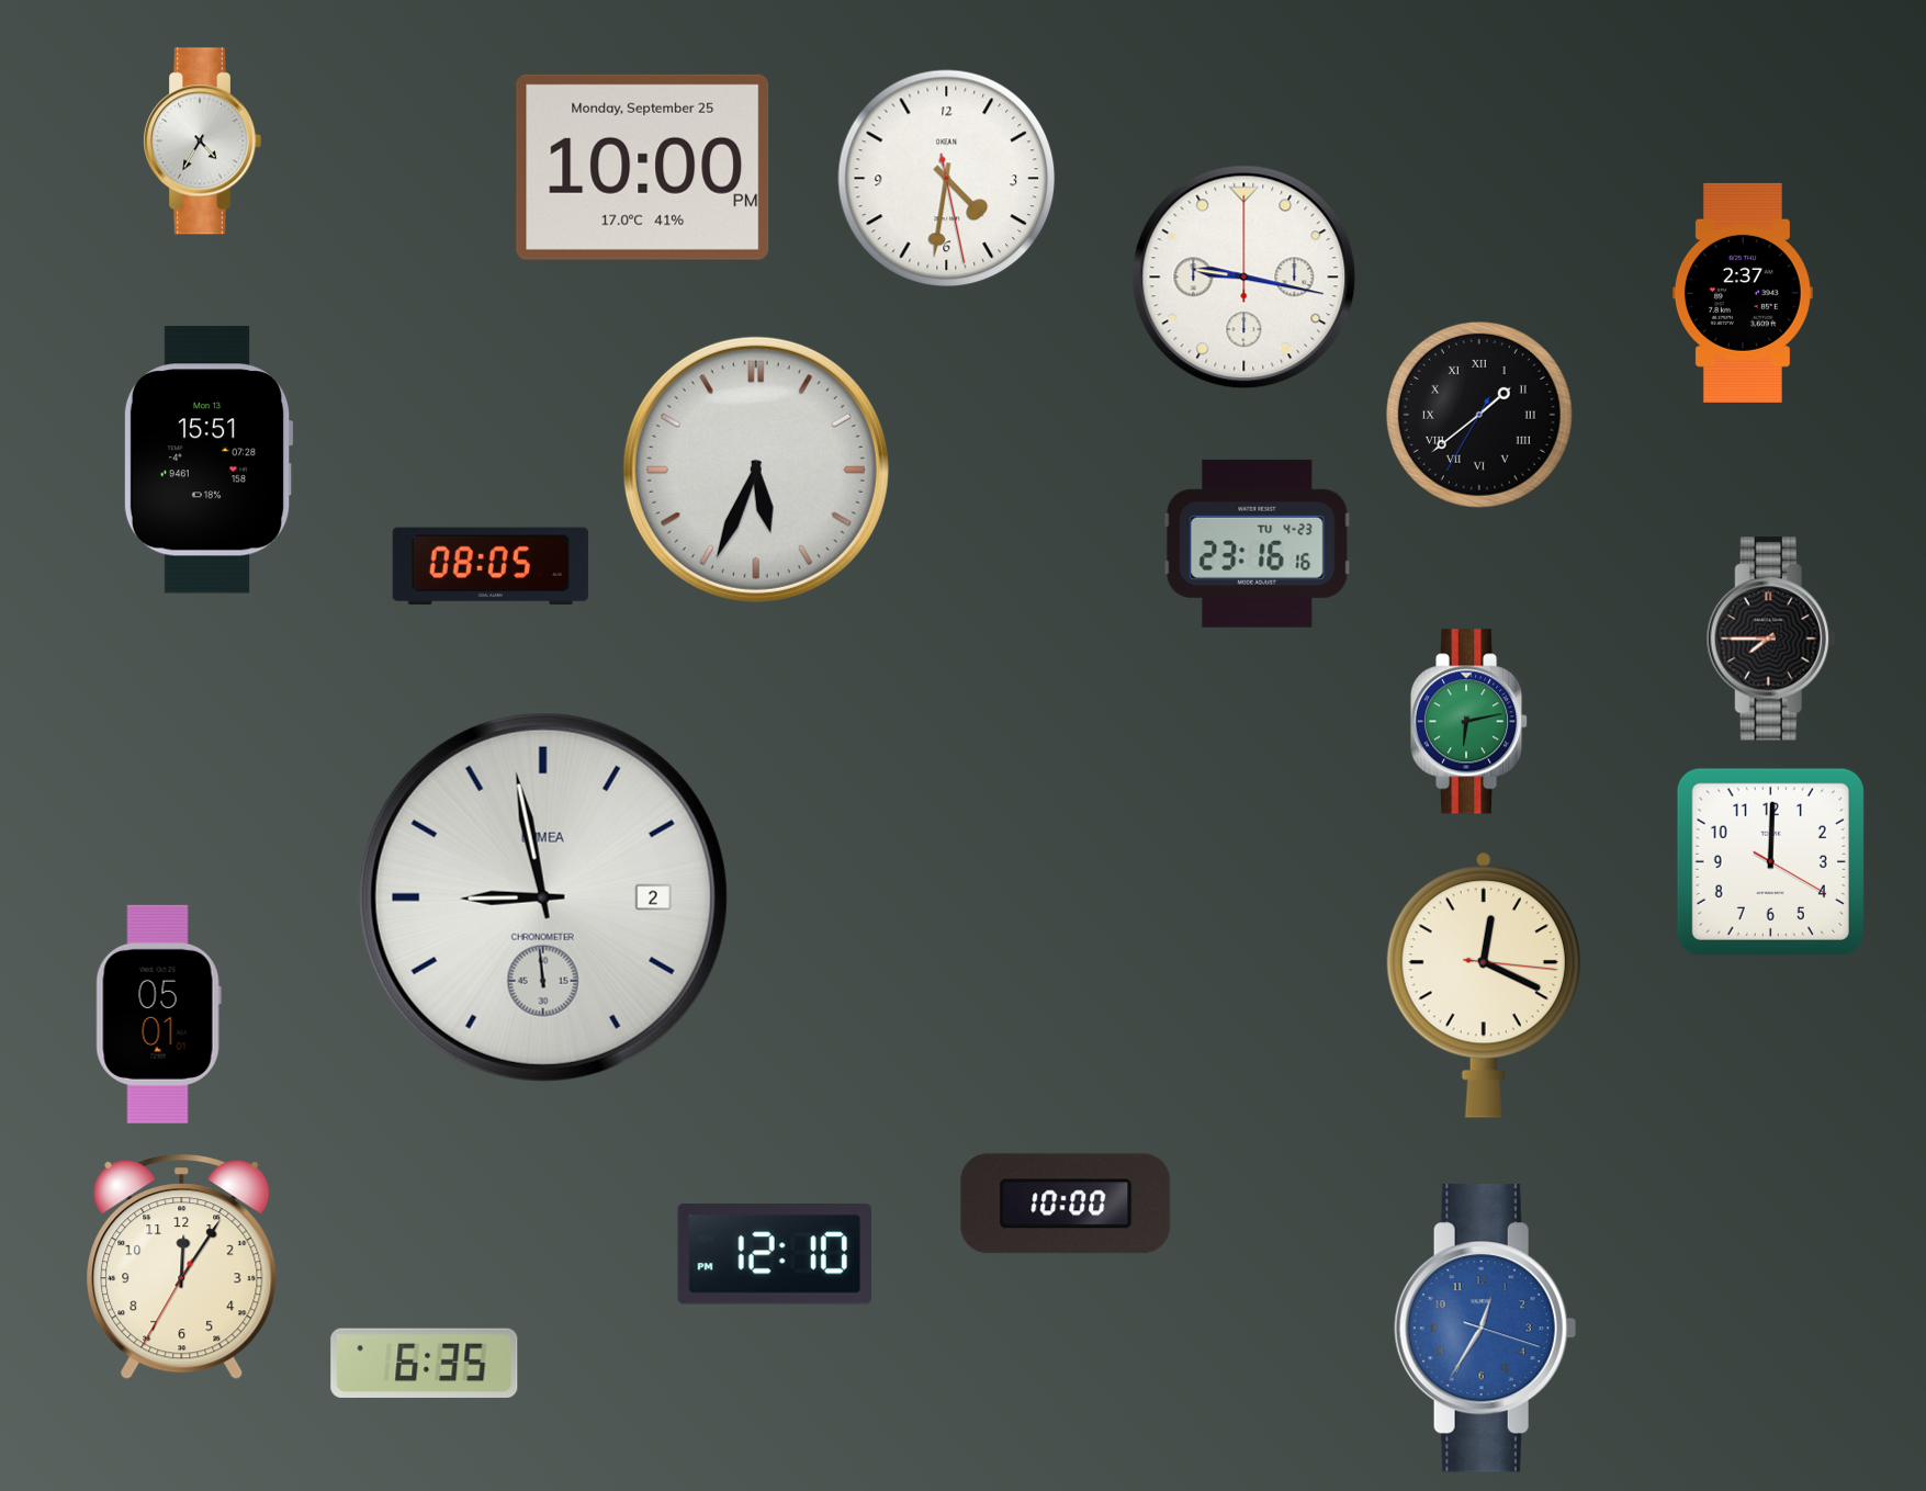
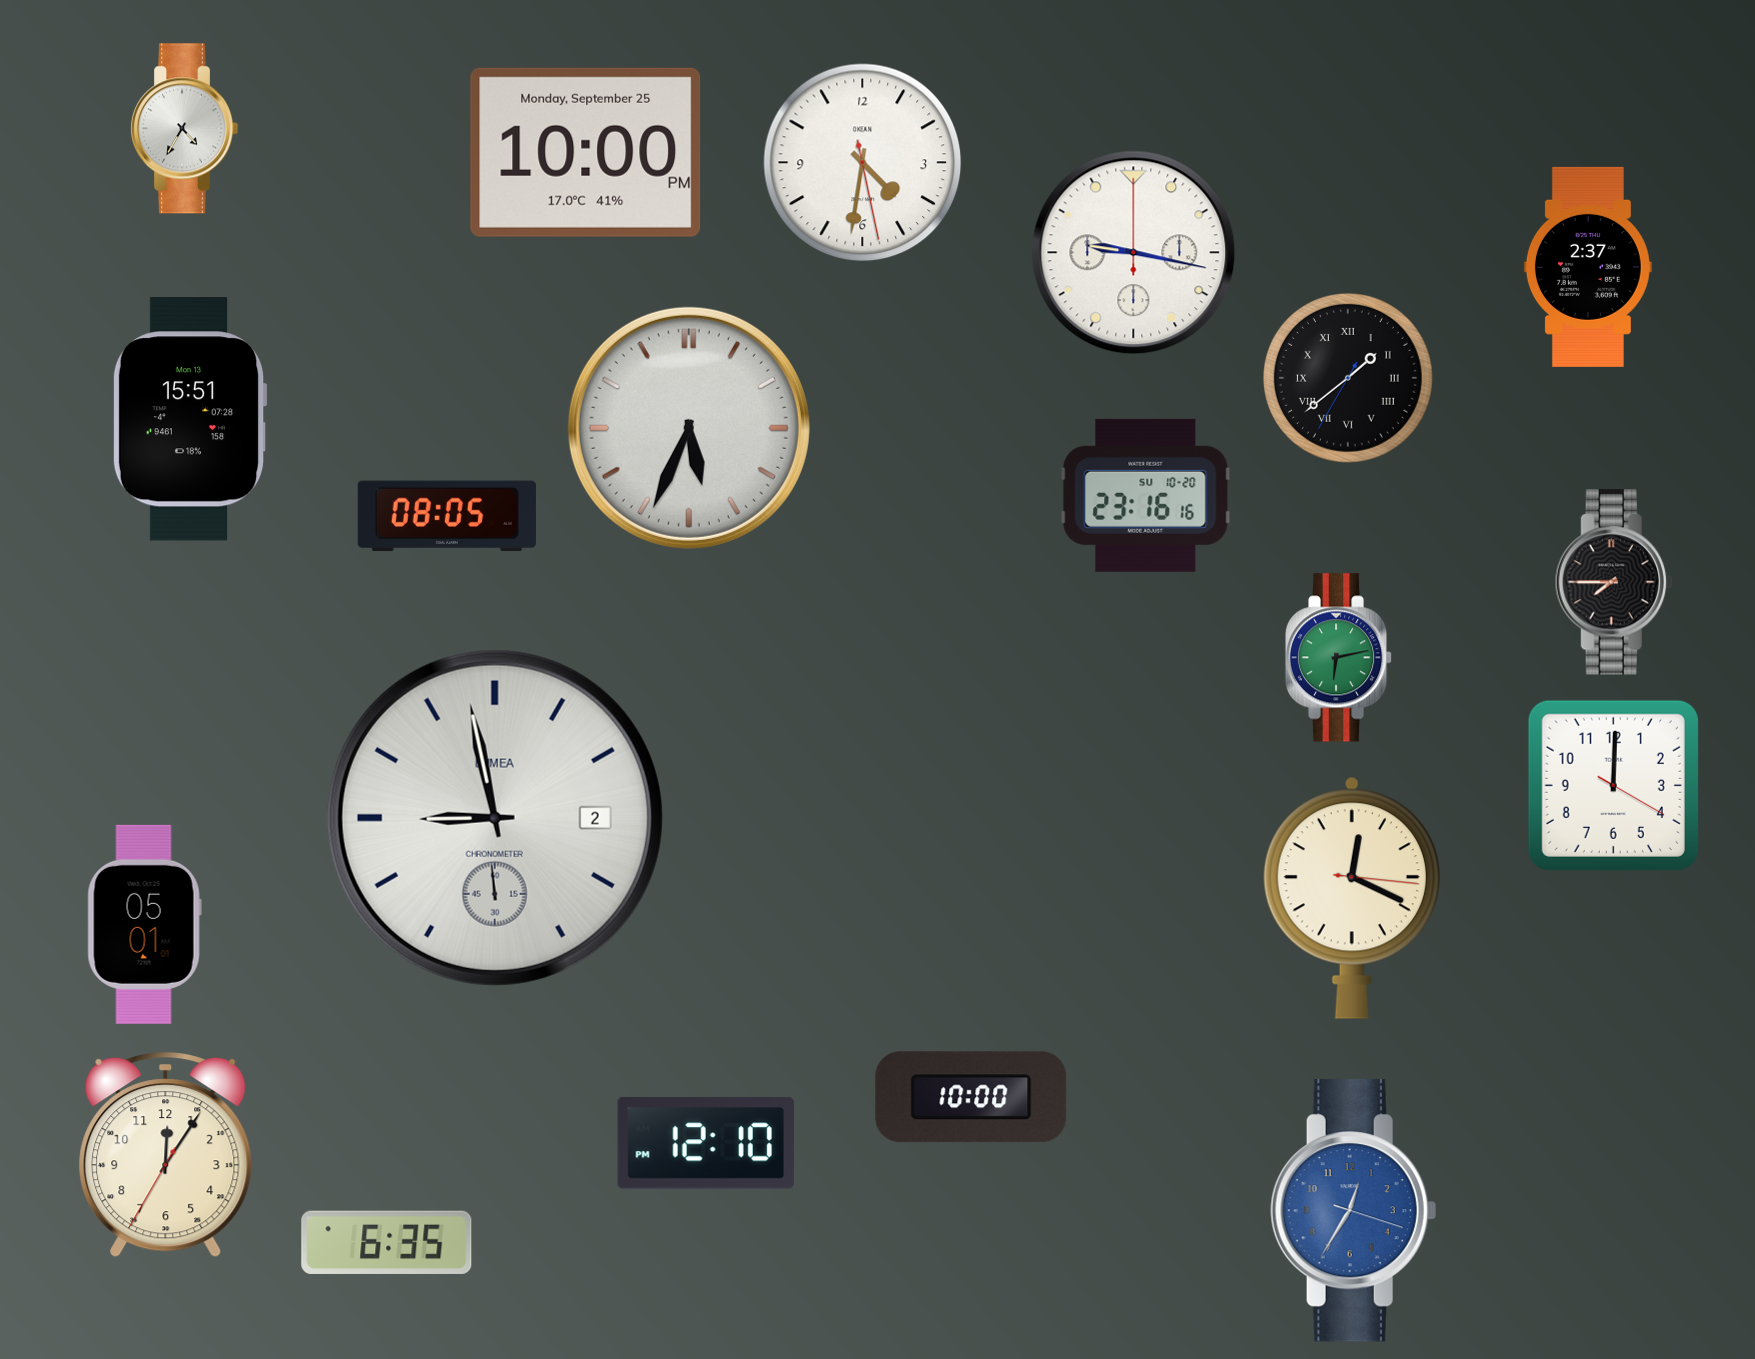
clock at (1258, 543) date: TU 4-23 -> SU 10-20
